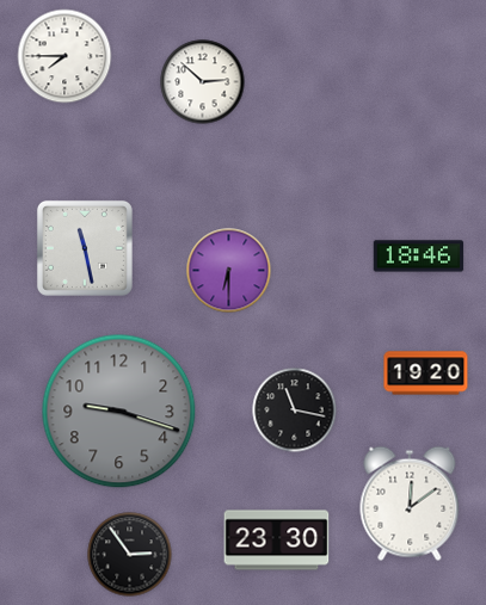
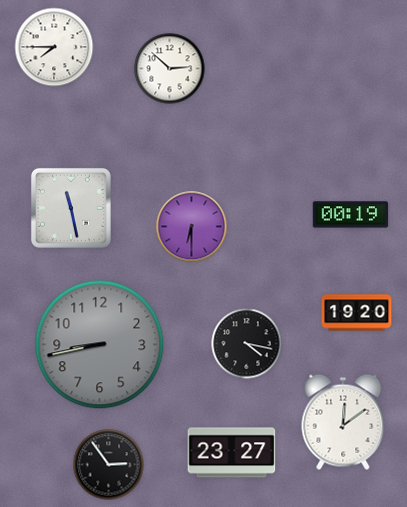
clock at (419, 257): 18:46 -> 00:19
clock at (295, 410): 11:17 -> 4:17
clock at (119, 412): 9:18 -> 8:43
clock at (277, 541): 23:30 -> 23:27
